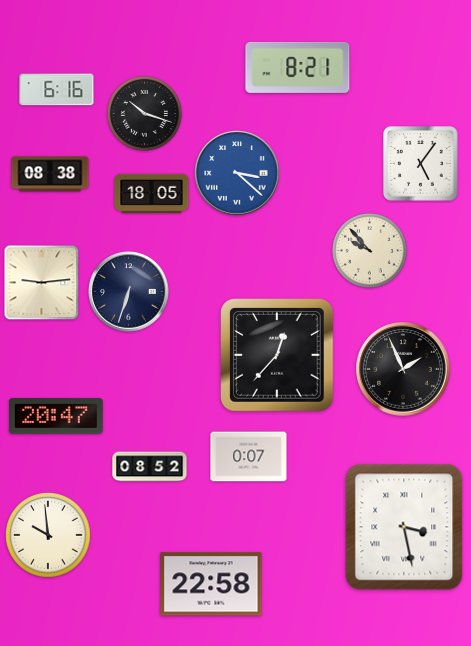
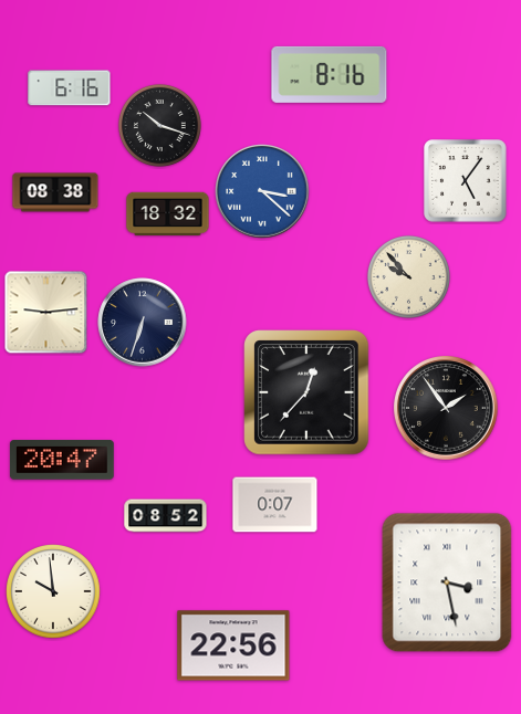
clock at (298, 67): 8:21 -> 8:16
clock at (57, 90) position: (57, 90) -> (70, 88)
clock at (152, 194): 18:05 -> 18:32
clock at (404, 370): 1:56 -> 1:54
clock at (211, 584): 22:58 -> 22:56
